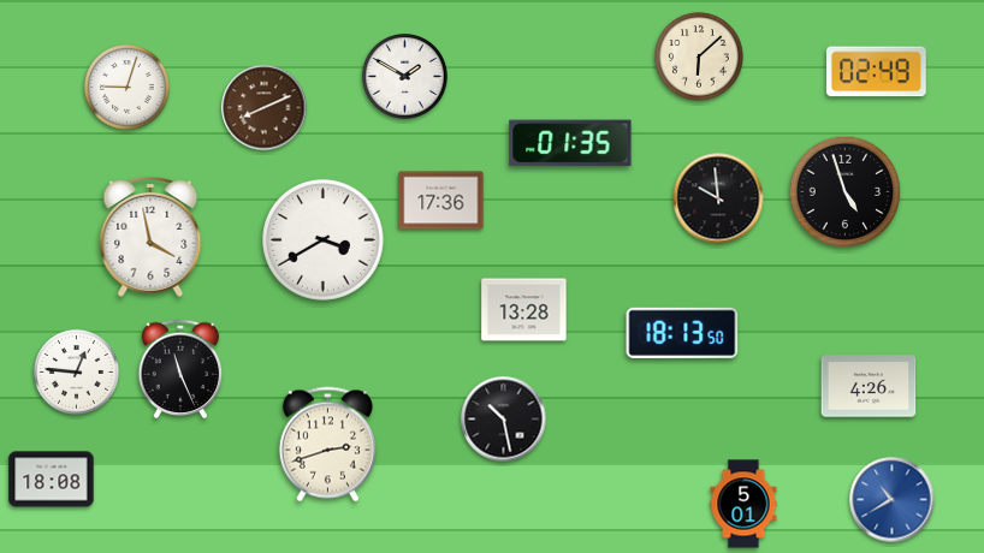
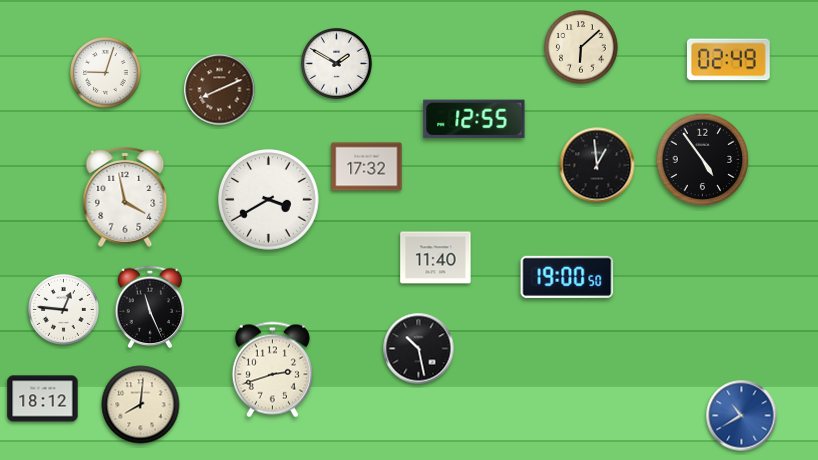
clock at (570, 143): 01:35 -> 12:55
clock at (846, 192): 4:57 -> 4:54
clock at (718, 198): 9:59 -> 12:59
clock at (441, 201): 17:36 -> 17:32
clock at (524, 310): 13:28 -> 11:40
clock at (682, 333): 18:13 -> 19:00
clock at (869, 386): 4:26 -> none
clock at (52, 480): 18:08 -> 18:12
clock at (141, 405): none -> 8:01
clock at (743, 504): 5:01 -> none
